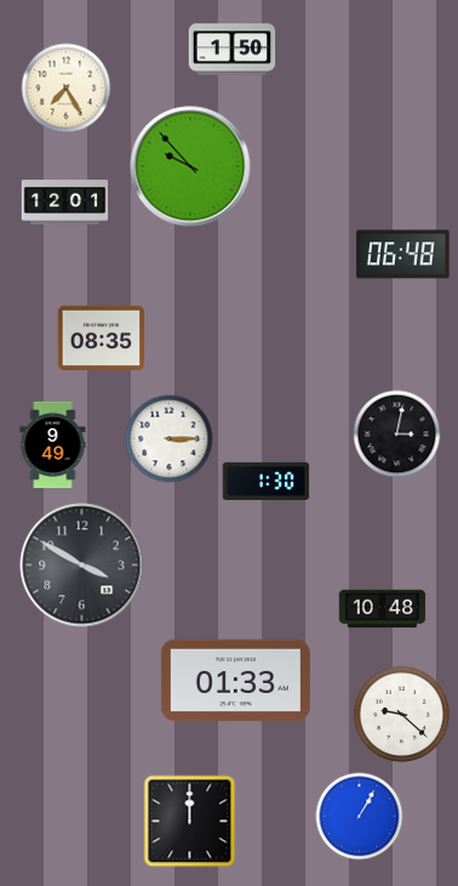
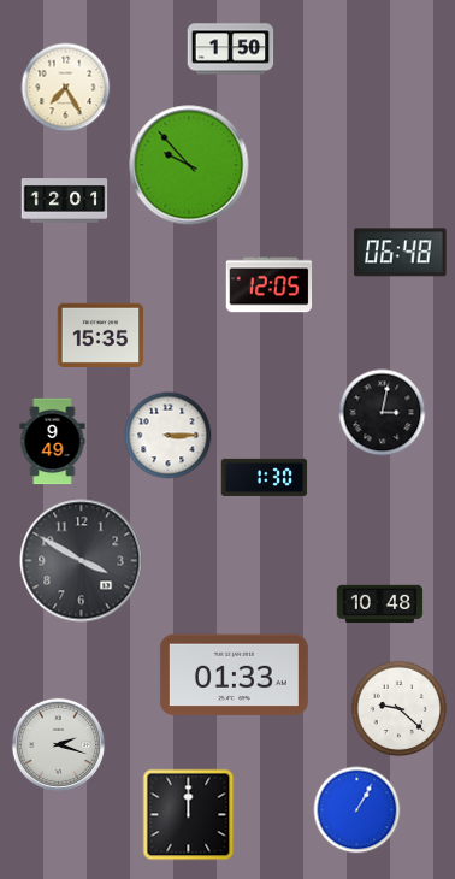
clock at (270, 285): none -> 12:05
clock at (102, 337): 08:35 -> 15:35
clock at (397, 435) position: (397, 435) -> (383, 413)
clock at (58, 744): none -> 2:18
